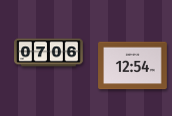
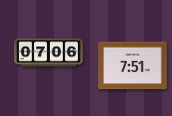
clock at (133, 66): 12:54 -> 7:51
